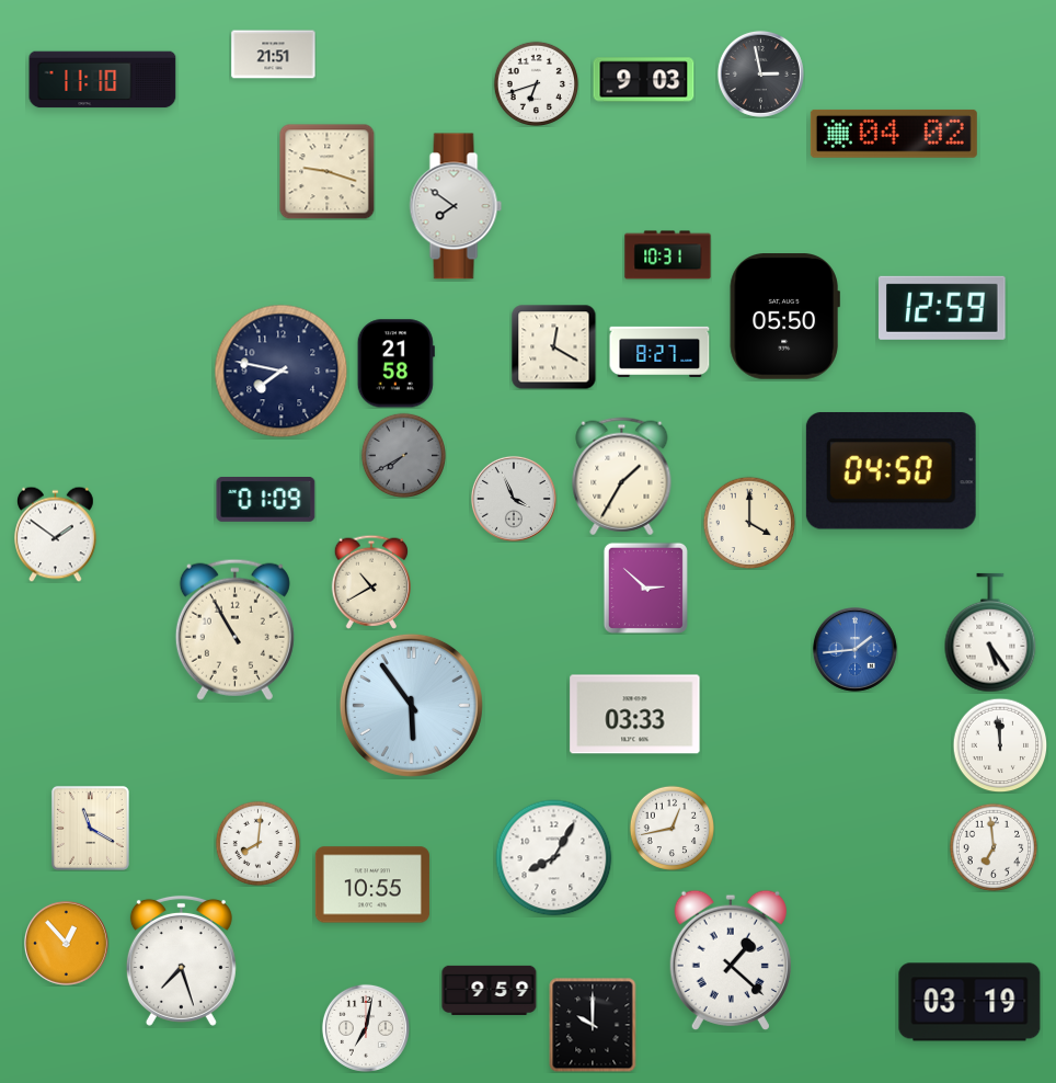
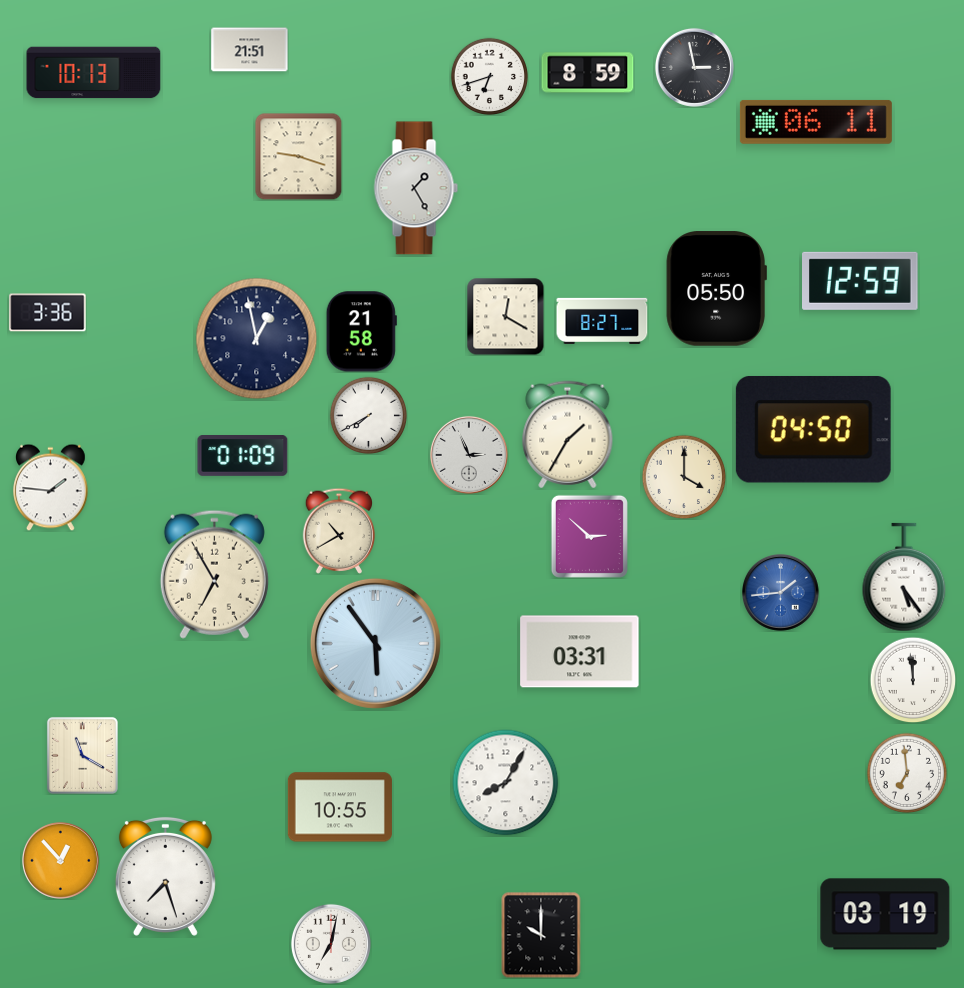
clock at (103, 80): 11:10 -> 10:13
clock at (644, 80): 9:03 -> 8:59
clock at (894, 134): 04:02 -> 06:11
clock at (456, 206): 7:51 -> 1:25
clock at (668, 255): 10:31 -> none
clock at (48, 313): none -> 3:36
clock at (282, 372): 7:47 -> 12:58
clock at (403, 455) dial: grey -> white
clock at (514, 499): 3:56 -> 2:56
clock at (56, 534): 1:51 -> 1:46
clock at (234, 629): 10:55 -> 6:55
clock at (635, 715): 03:33 -> 03:31
clock at (672, 828): 12:43 -> none
clock at (257, 843): 8:01 -> none
clock at (731, 960): 1:22 -> none
clock at (490, 990): 9:59 -> none
clock at (366, 1028) position: (366, 1028) -> (331, 944)
